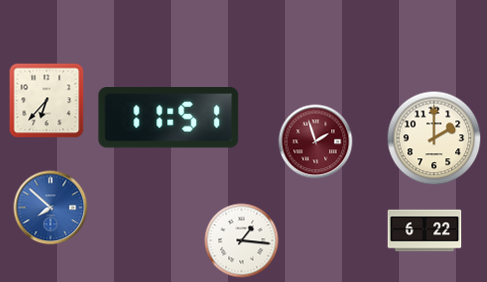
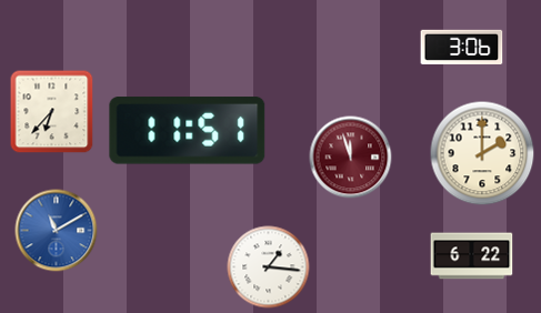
clock at (462, 47): none -> 3:06
clock at (316, 142): 1:57 -> 11:57
clock at (51, 208): 7:52 -> 11:10
